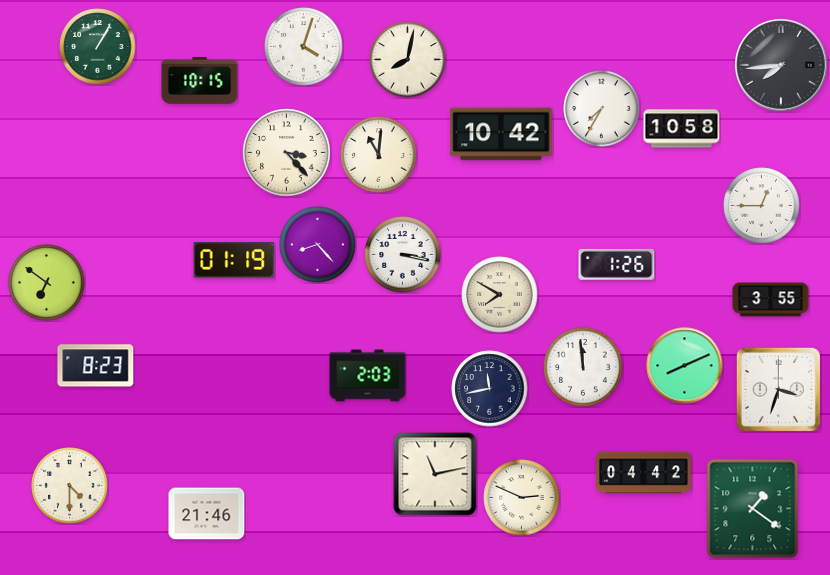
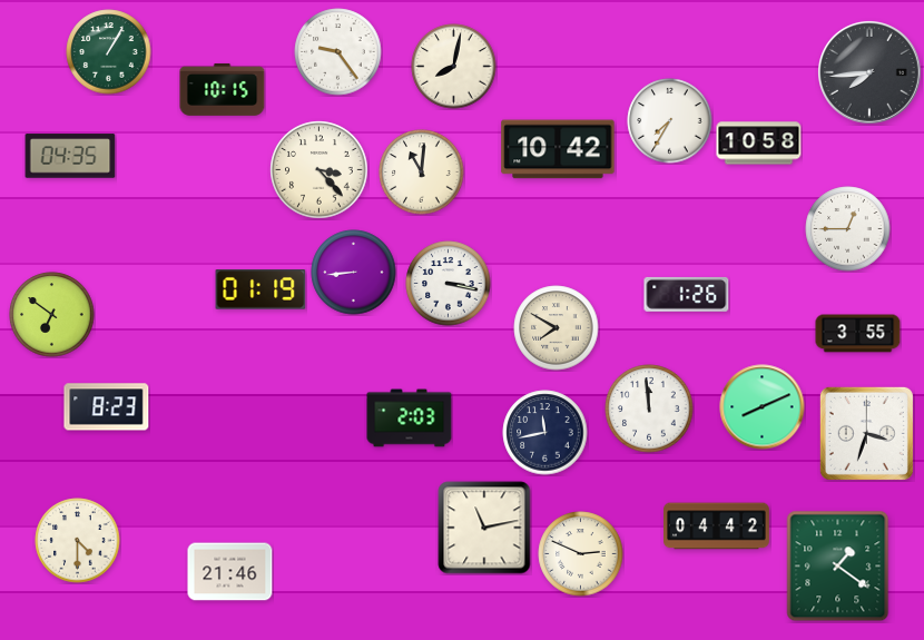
clock at (304, 47): 4:03 -> 9:24
clock at (70, 156): none -> 04:35
clock at (318, 245): 8:23 -> 8:44
